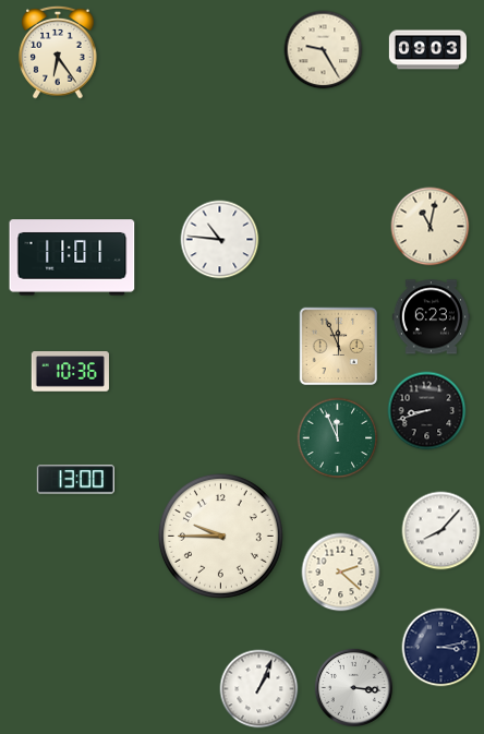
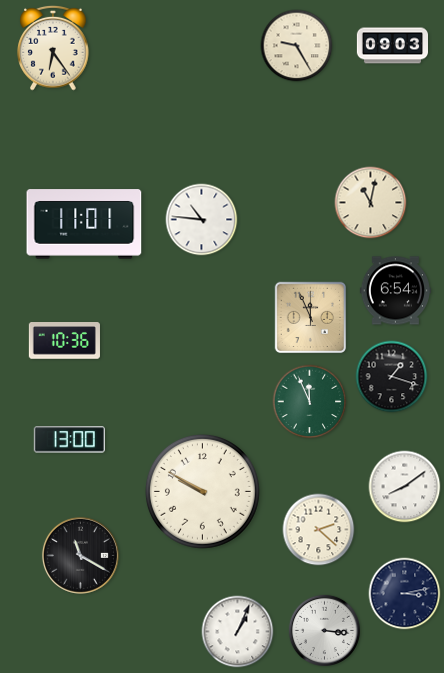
clock at (431, 227) position: (431, 227) -> (371, 203)
clock at (72, 257) position: (72, 257) -> (84, 224)
clock at (431, 317): 6:23 -> 6:54
clock at (427, 411): 8:42 -> 1:18
clock at (441, 531): 8:07 -> 8:09
clock at (220, 536): 9:45 -> 9:50
clock at (341, 573) position: (341, 573) -> (319, 530)
clock at (80, 555): none -> 11:20
